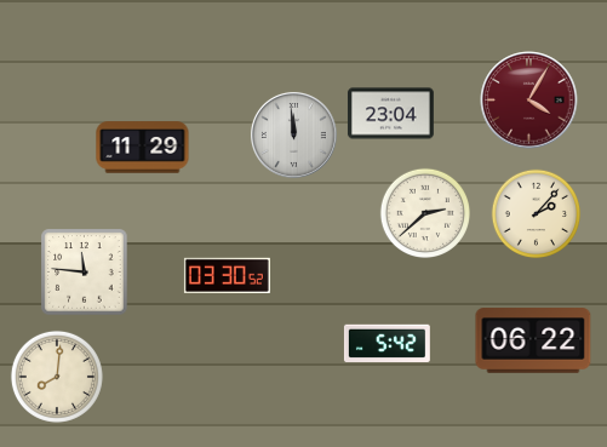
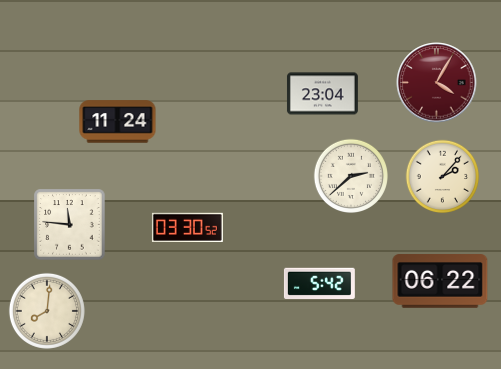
clock at (293, 134): 11:59 -> none
clock at (143, 148): 11:29 -> 11:24
